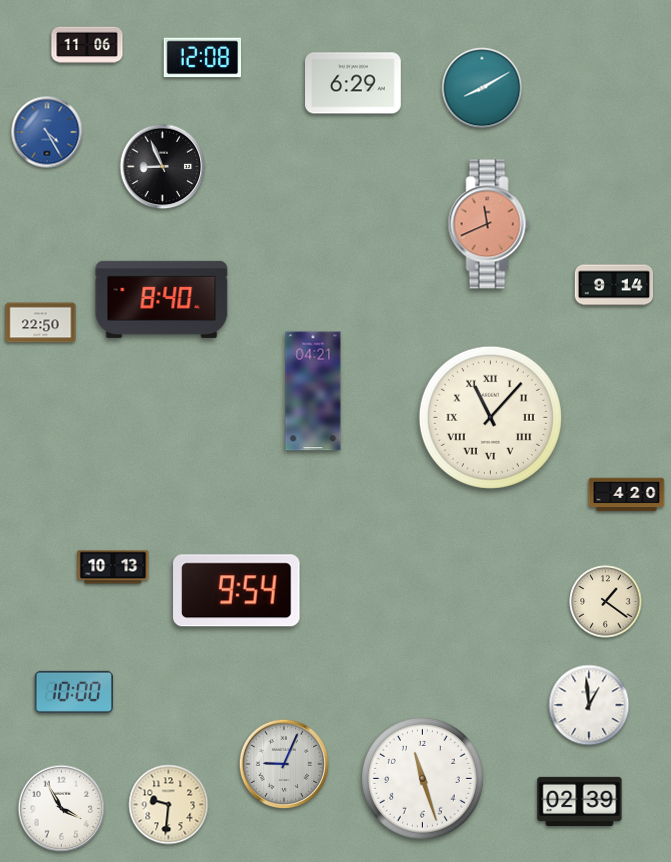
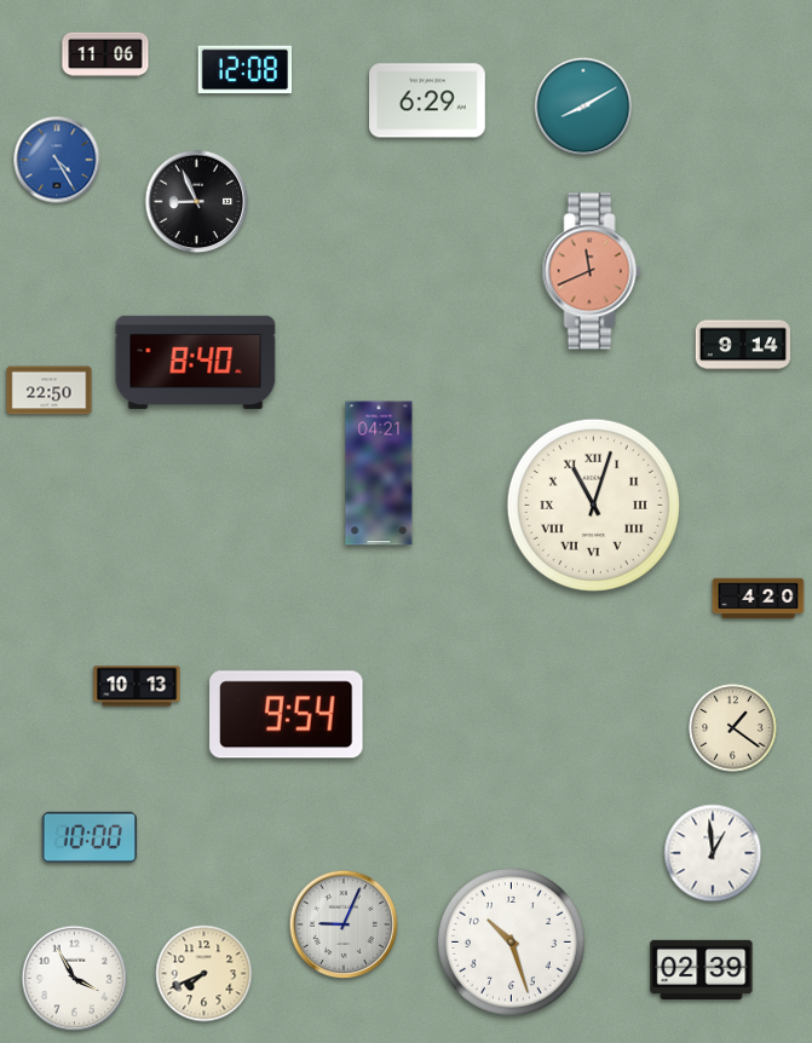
clock at (490, 417): 11:07 -> 11:03
clock at (422, 778): 11:27 -> 10:27
clock at (169, 805): 9:31 -> 7:41
